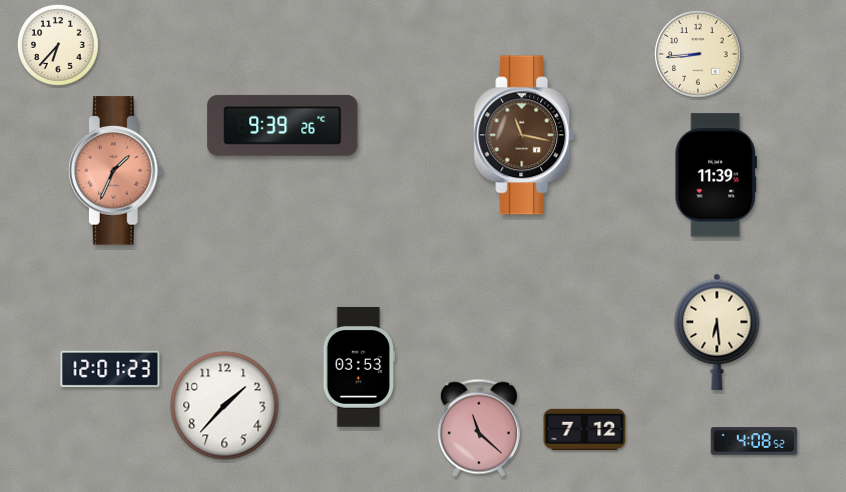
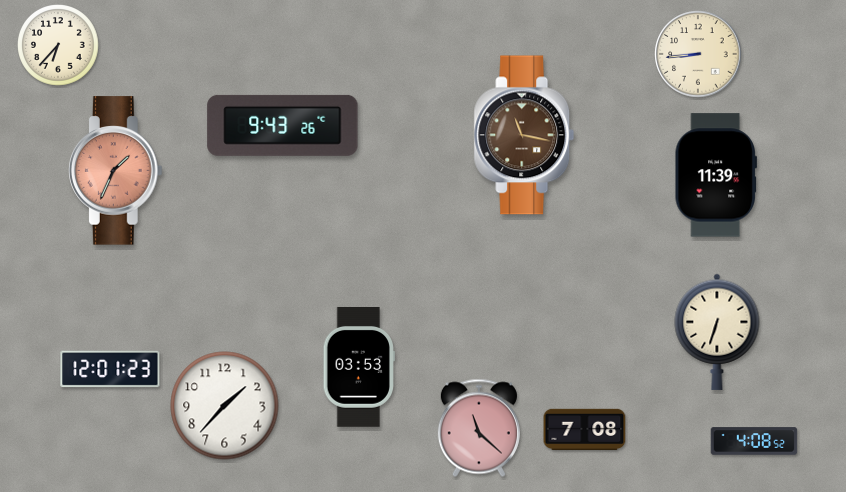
clock at (283, 125): 9:39 -> 9:43
clock at (717, 332): 6:29 -> 6:33
clock at (585, 430): 7:12 -> 7:08
